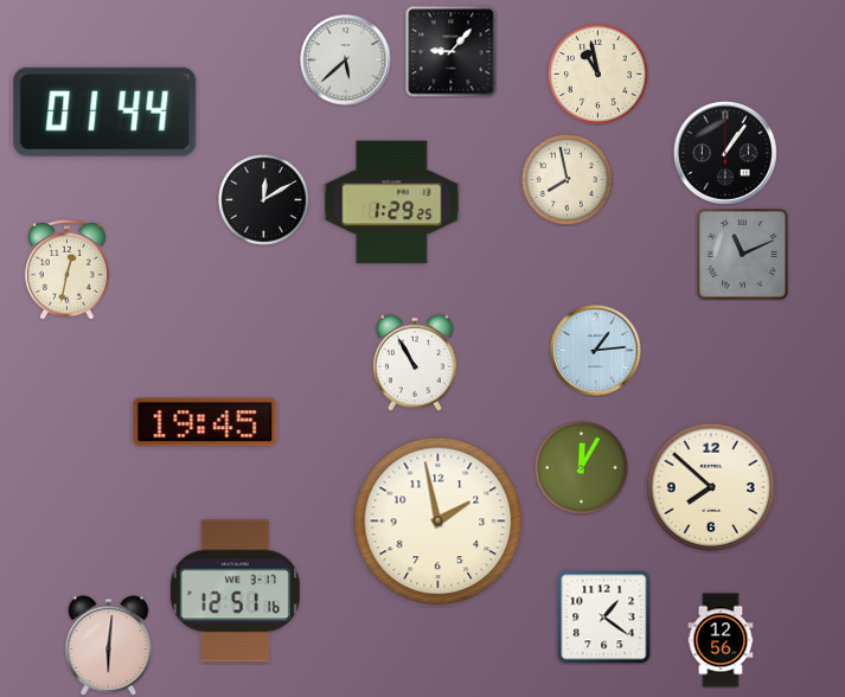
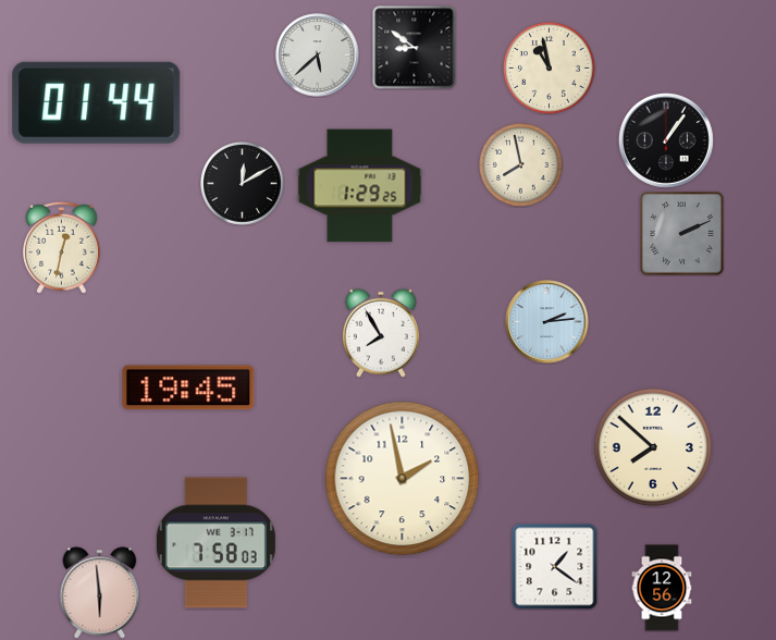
clock at (452, 52): 9:07 -> 8:51
clock at (743, 255): 11:11 -> 2:11
clock at (596, 351): 1:14 -> 2:14
clock at (415, 363): 10:55 -> 7:55
clock at (582, 468): 12:05 -> none
clock at (235, 592): 12:51 -> 7:58
clock at (109, 646): 6:01 -> 5:59
